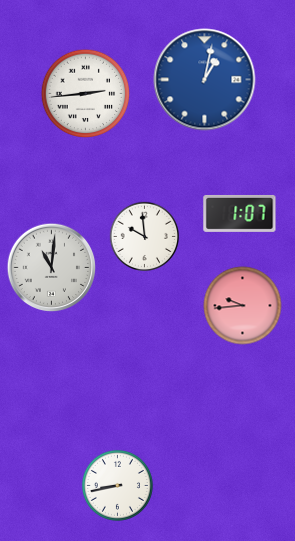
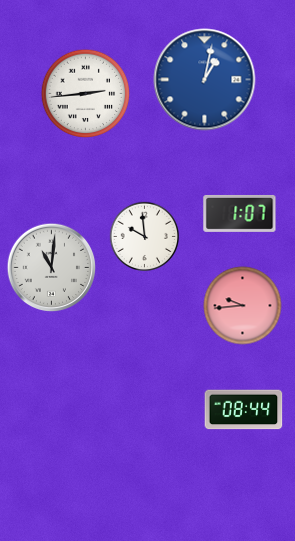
clock at (244, 410): none -> 08:44
clock at (117, 485): 8:43 -> none
